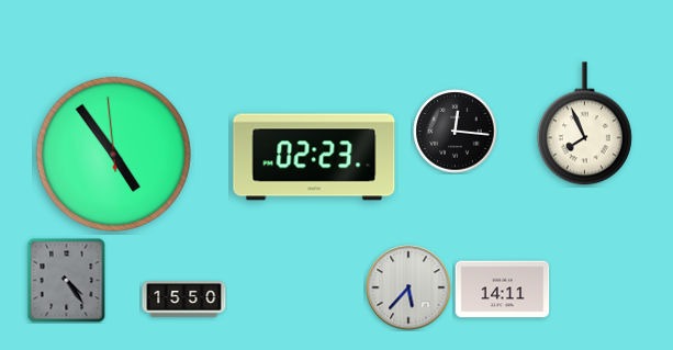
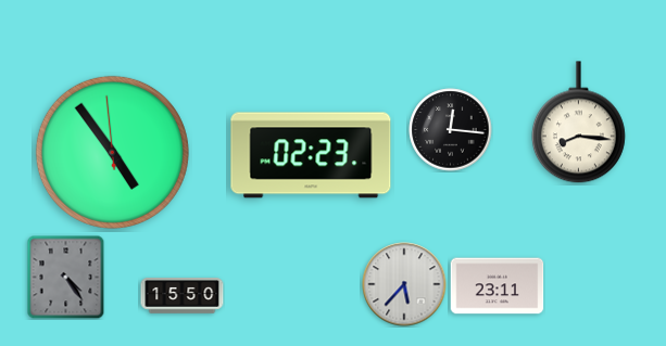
clock at (584, 124): 7:56 -> 8:16
clock at (503, 290): 14:11 -> 23:11
